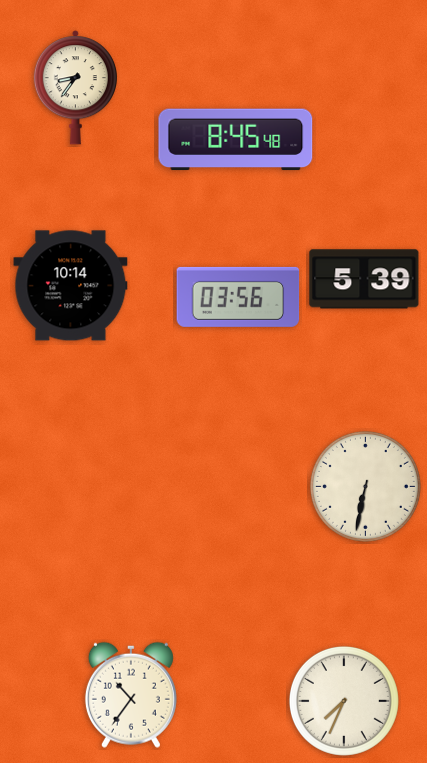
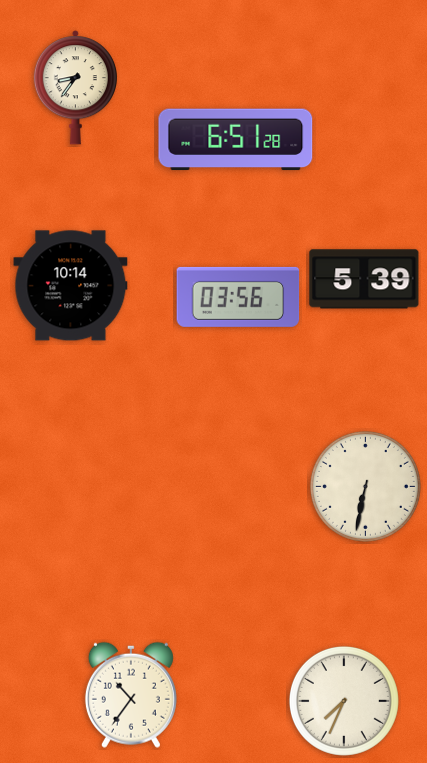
clock at (236, 140): 8:45 -> 6:51
